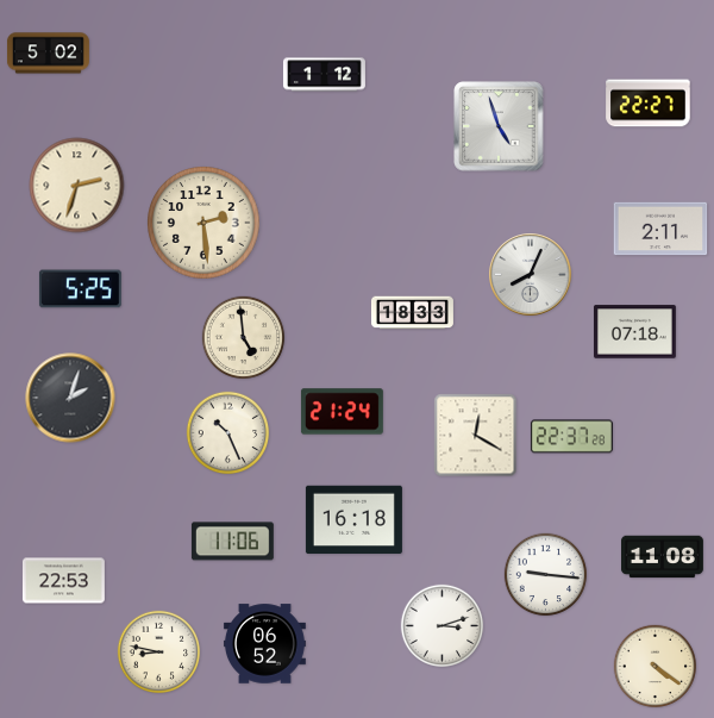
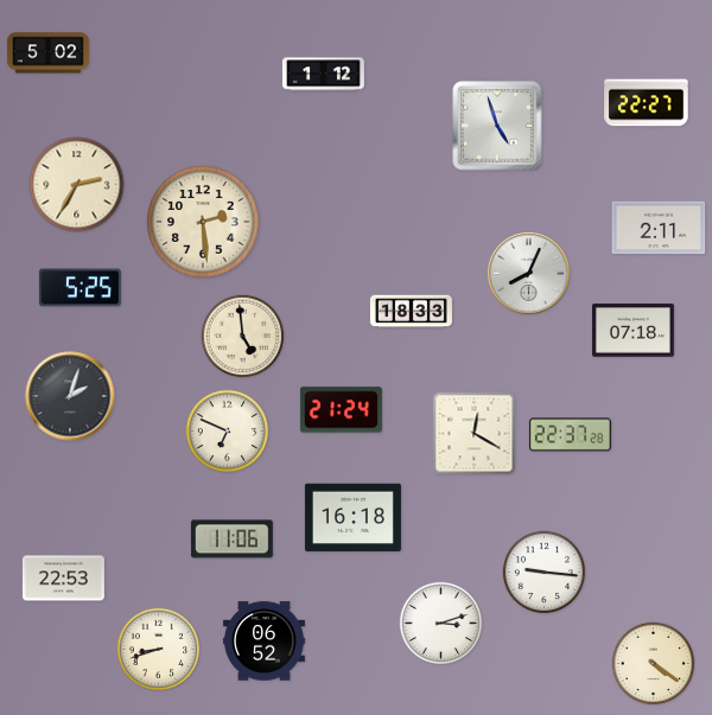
clock at (77, 186): 2:33 -> 2:35
clock at (228, 433): 10:26 -> 6:49
clock at (662, 557): 11:08 -> none
clock at (159, 653): 8:47 -> 8:42
